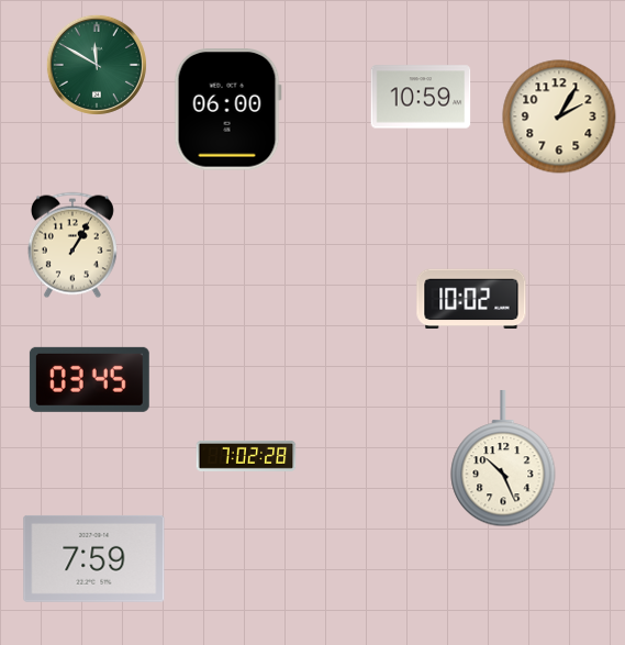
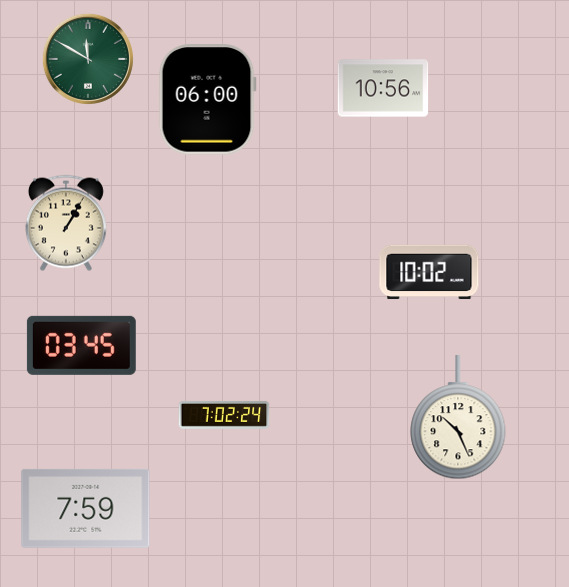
clock at (421, 97): 10:59 -> 10:56
clock at (559, 116): 2:05 -> none
clock at (246, 456): 7:02:28 -> 7:02:24
